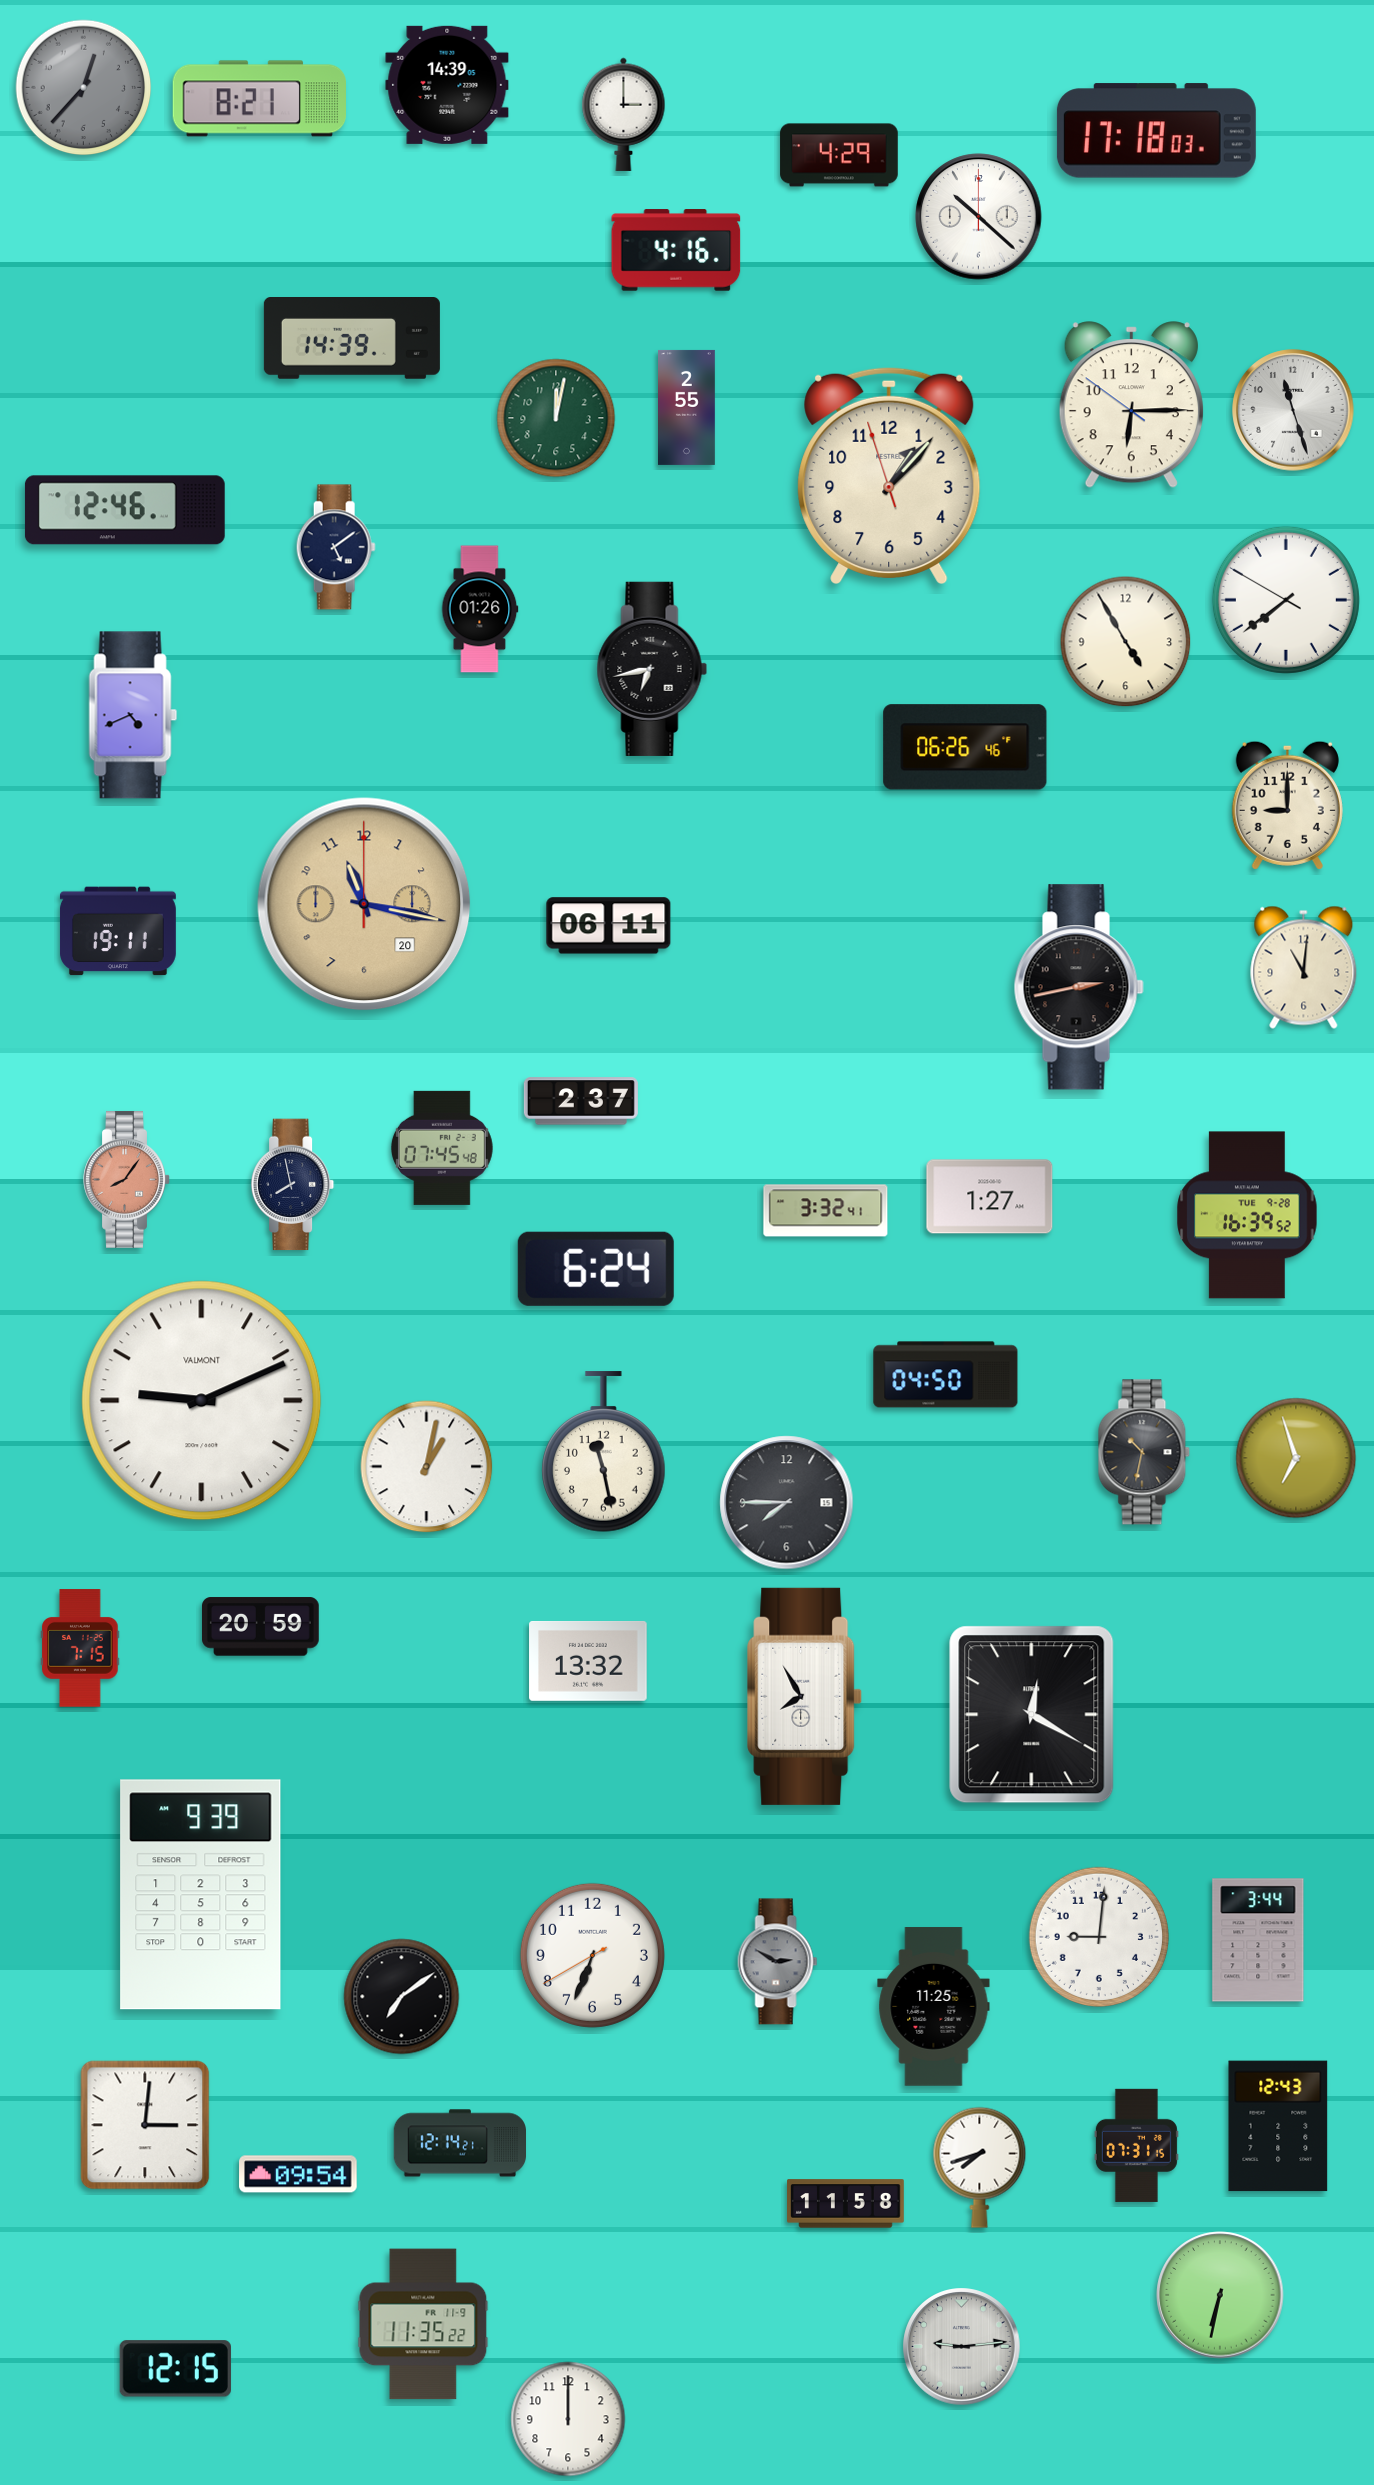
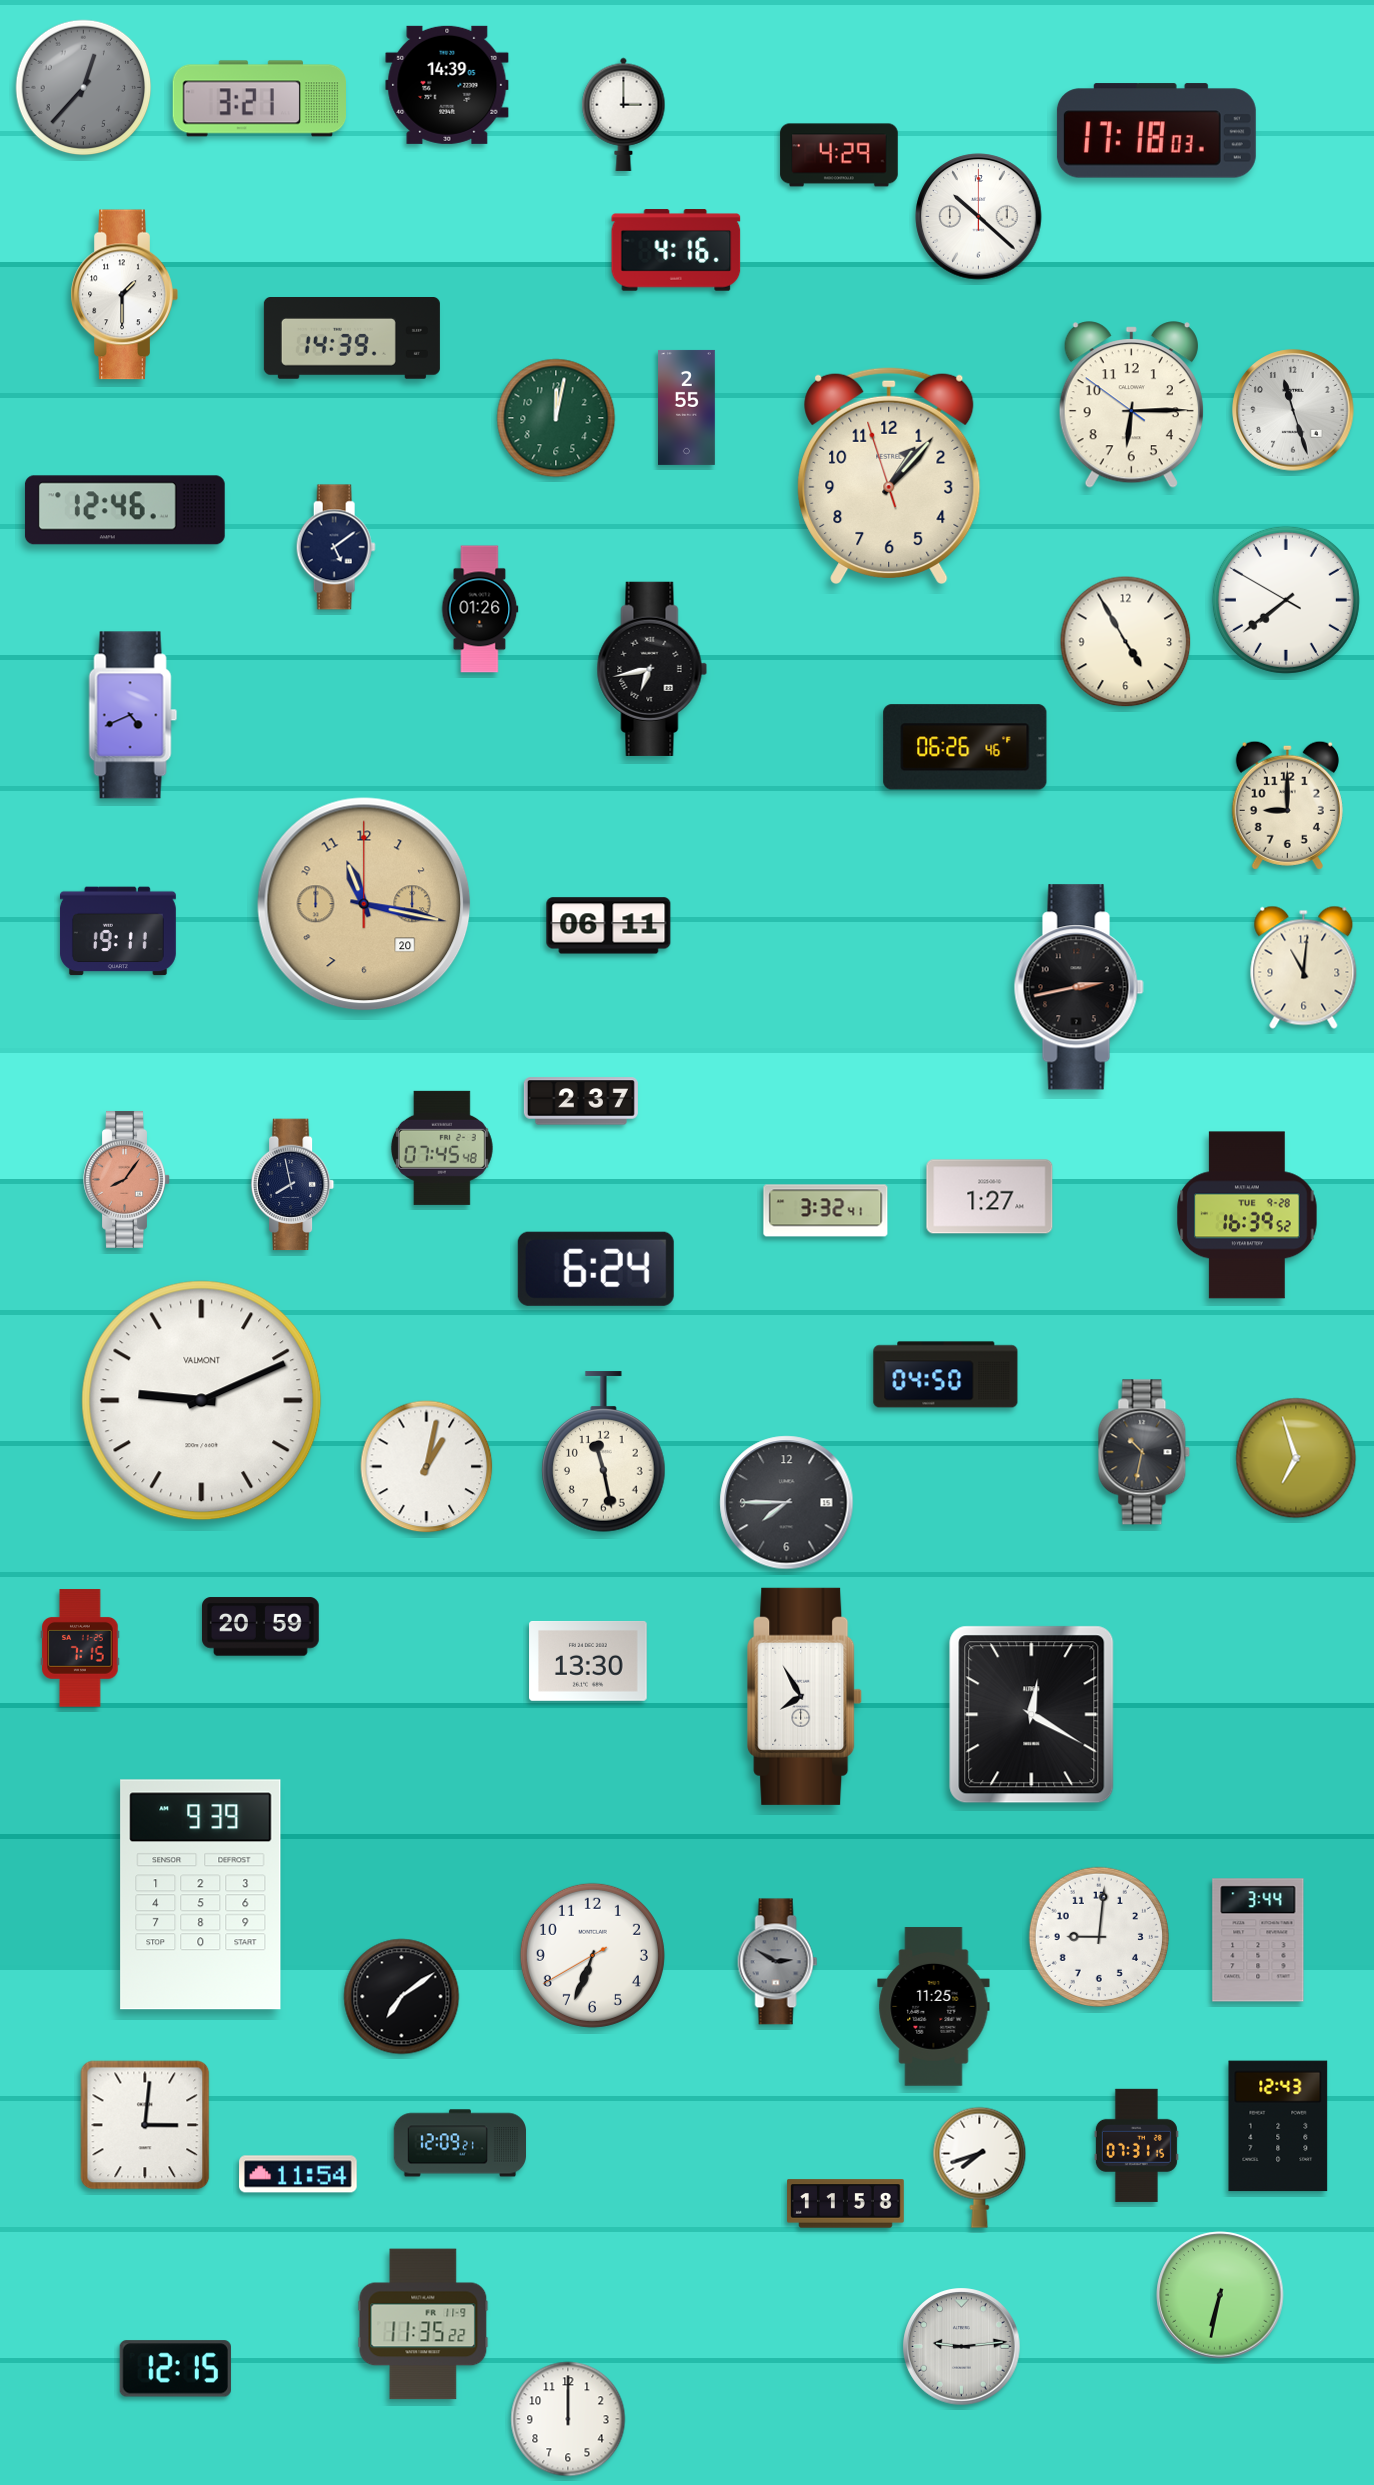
clock at (259, 99): 8:21 -> 3:21
clock at (124, 295): none -> 1:30
clock at (588, 1661): 13:32 -> 13:30
clock at (460, 2143): 12:14 -> 12:09
clock at (298, 2174): 09:54 -> 11:54
